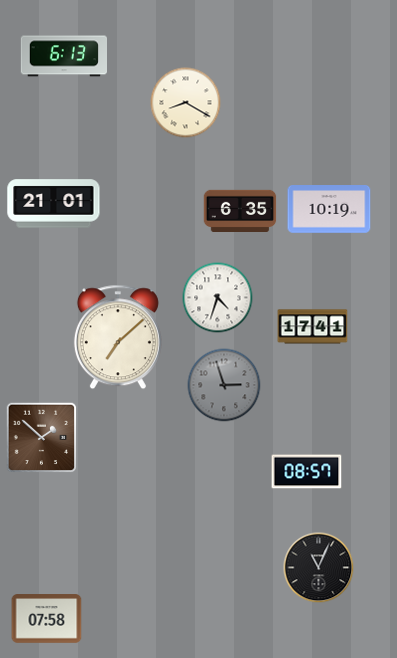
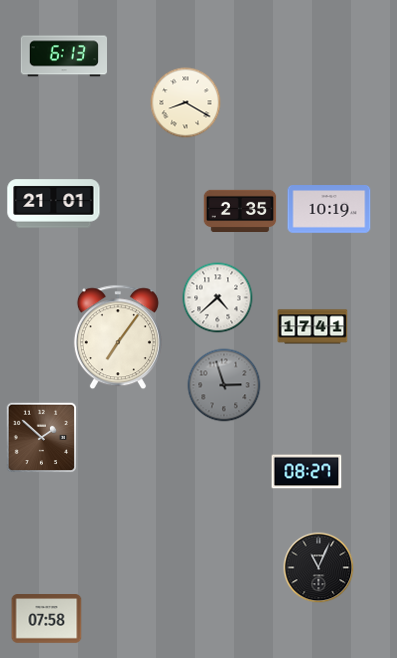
clock at (240, 210): 6:35 -> 2:35
clock at (218, 298): 4:33 -> 4:38
clock at (118, 337): 7:08 -> 7:06
clock at (307, 472): 08:57 -> 08:27
